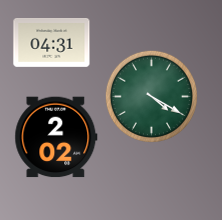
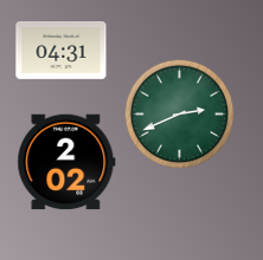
clock at (151, 96): 4:20 -> 2:41
